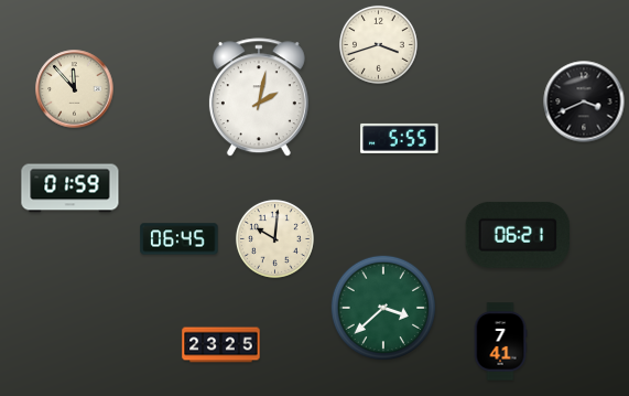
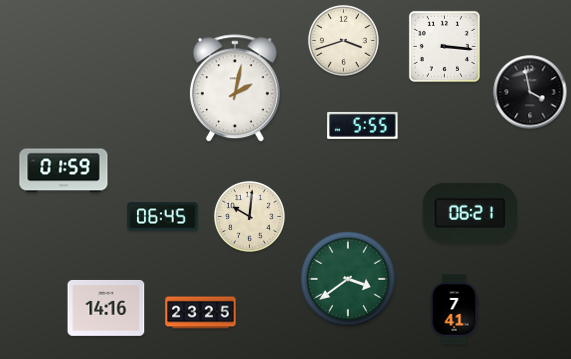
clock at (444, 46): none -> 3:16
clock at (75, 89): 11:53 -> none
clock at (584, 101): 3:41 -> 3:58
clock at (382, 307): 3:38 -> 3:39
clock at (106, 308): none -> 14:16
